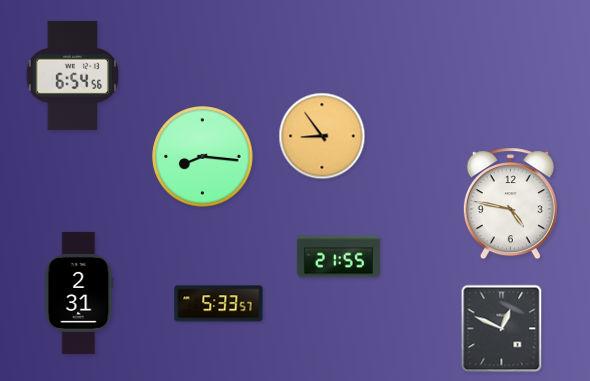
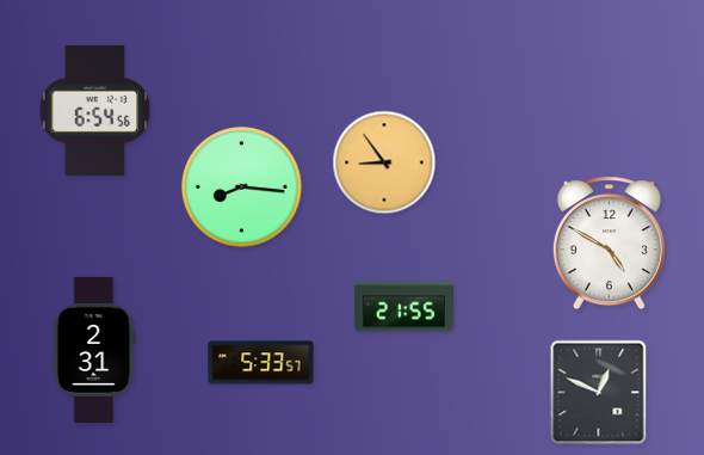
clock at (72, 75) position: (72, 75) -> (94, 110)
clock at (510, 204): 4:47 -> 4:50
